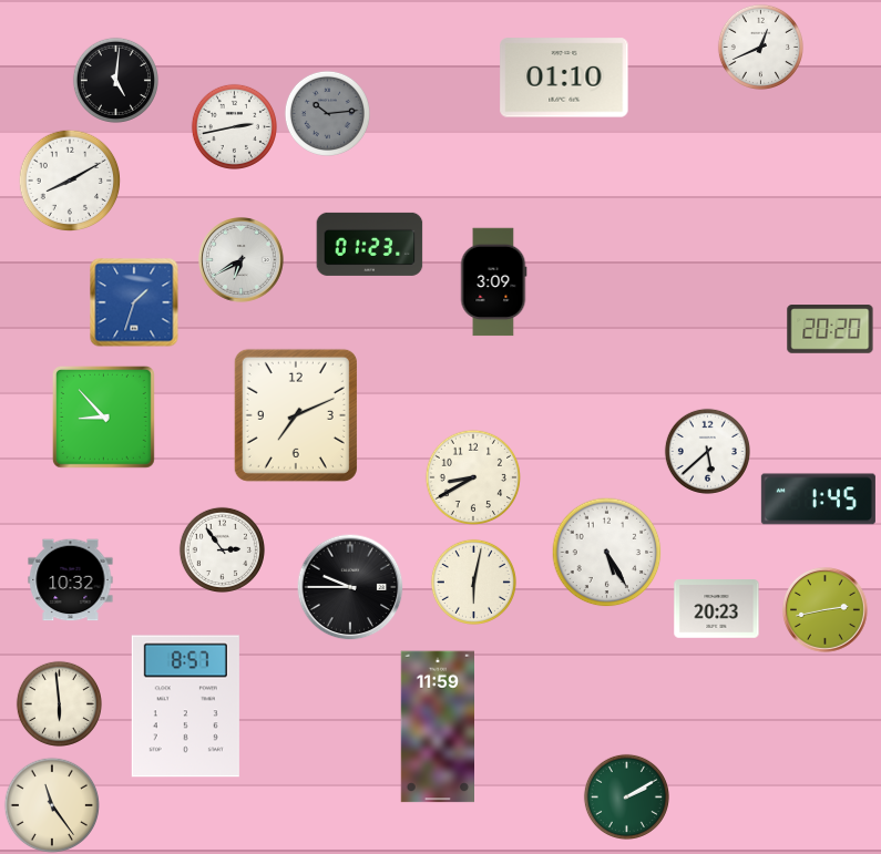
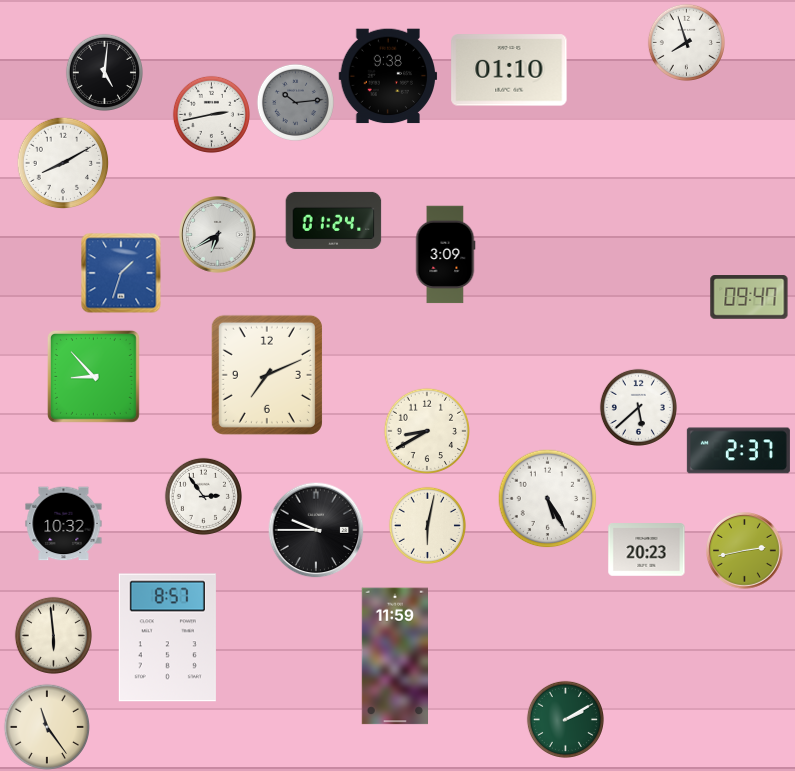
clock at (760, 47): 12:41 -> 7:57
clock at (388, 76): none -> 9:38
clock at (370, 244): 01:23 -> 01:24
clock at (830, 329): 20:20 -> 09:47
clock at (818, 500): 1:45 -> 2:37
clock at (222, 549) position: (222, 549) -> (203, 496)
